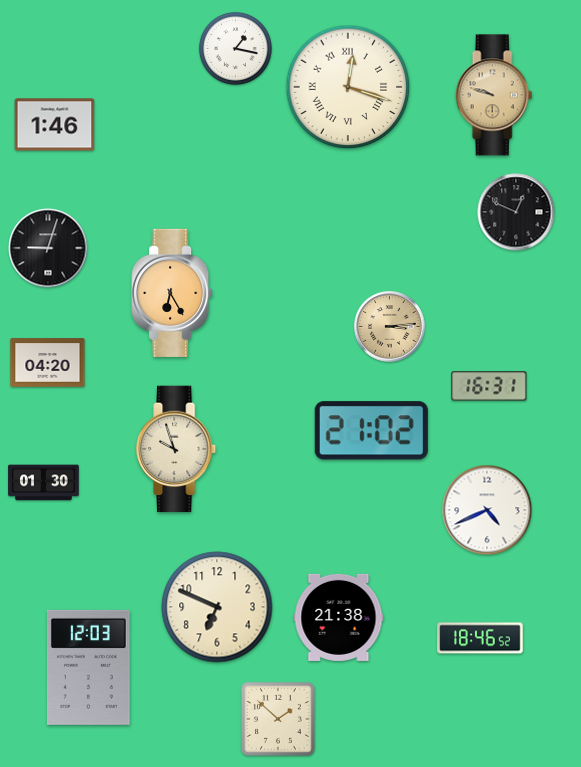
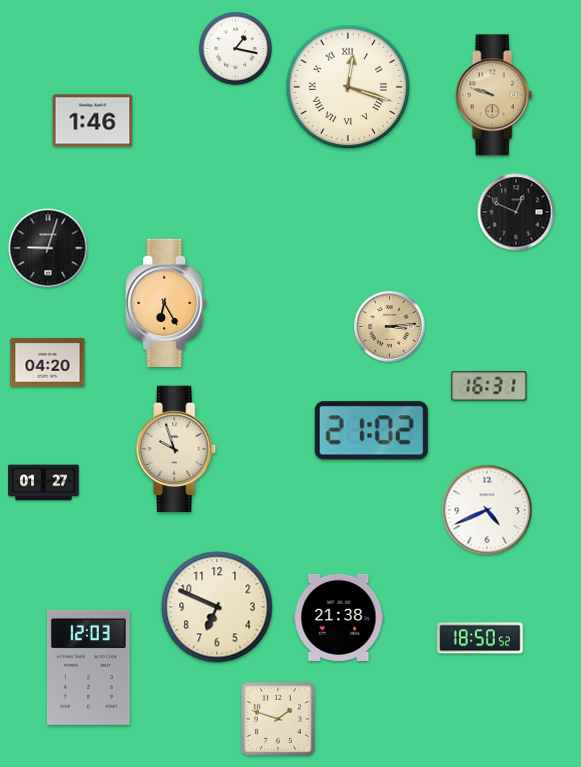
clock at (55, 125) position: (55, 125) -> (93, 121)
clock at (172, 293) position: (172, 293) -> (166, 303)
clock at (44, 483): 01:30 -> 01:27
clock at (480, 638): 18:46 -> 18:50
clock at (278, 719): 1:52 -> 1:48
